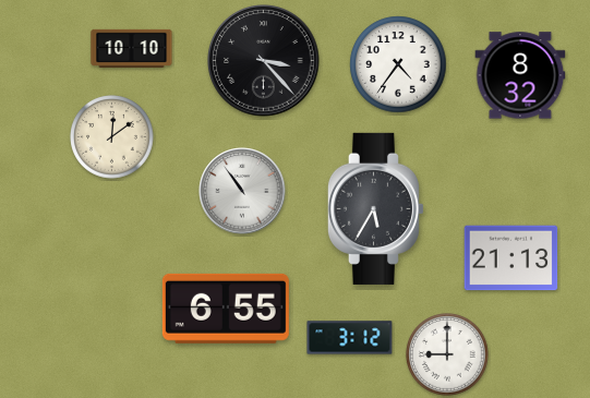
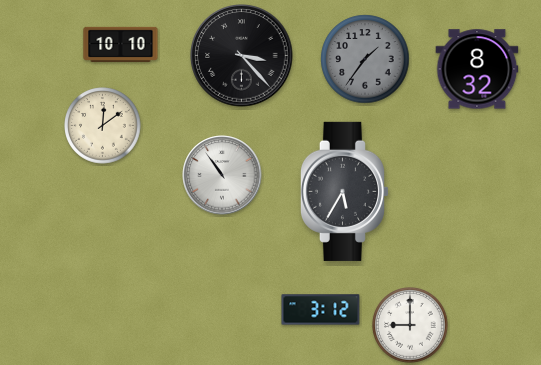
clock at (398, 64): 4:36 -> 1:36
clock at (398, 64) dial: white -> grey
clock at (511, 258): 21:13 -> none
clock at (226, 309): 6:55 -> none
